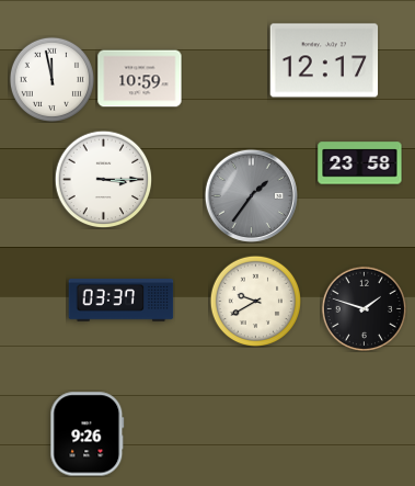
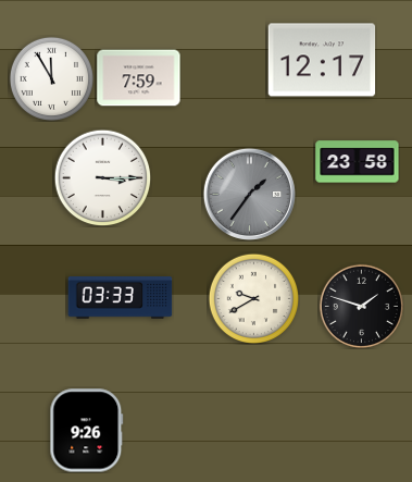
clock at (51, 79): 11:58 -> 11:55
clock at (140, 79): 10:59 -> 7:59
clock at (122, 301): 03:37 -> 03:33
